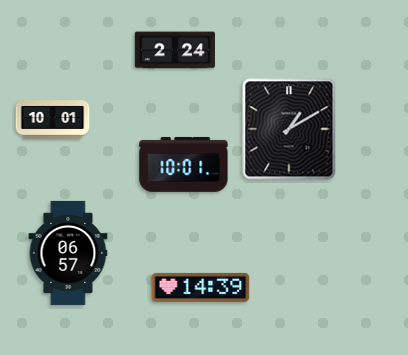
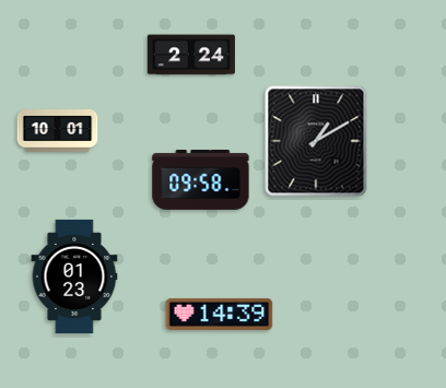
clock at (184, 164): 10:01 -> 09:58
clock at (68, 253): 06:57 -> 01:23
